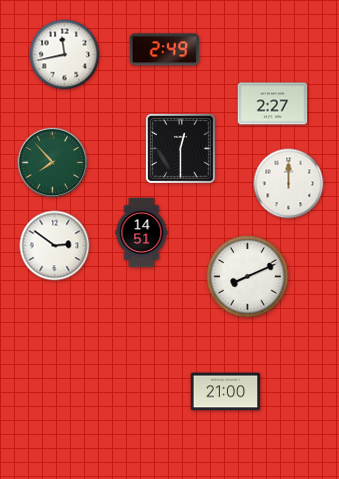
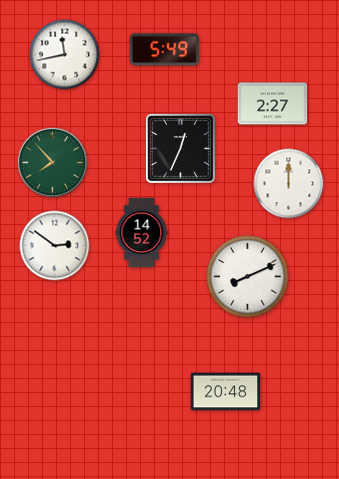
clock at (165, 50): 2:49 -> 5:49
clock at (180, 148): 12:30 -> 12:34
clock at (142, 233): 14:51 -> 14:52
clock at (226, 392): 21:00 -> 20:48
